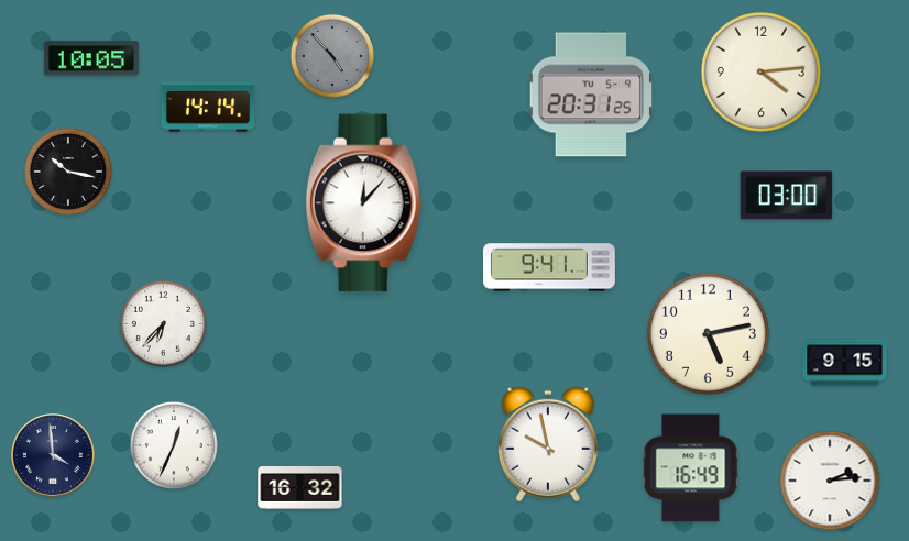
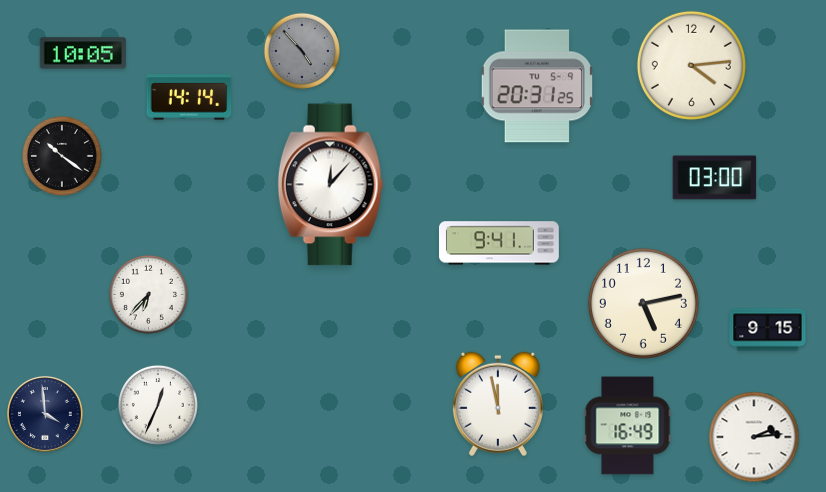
clock at (68, 172): 10:17 -> 10:21
clock at (548, 444): 9:58 -> 11:58
clock at (54, 456) position: (54, 456) -> (46, 415)
clock at (300, 488): 16:32 -> none
